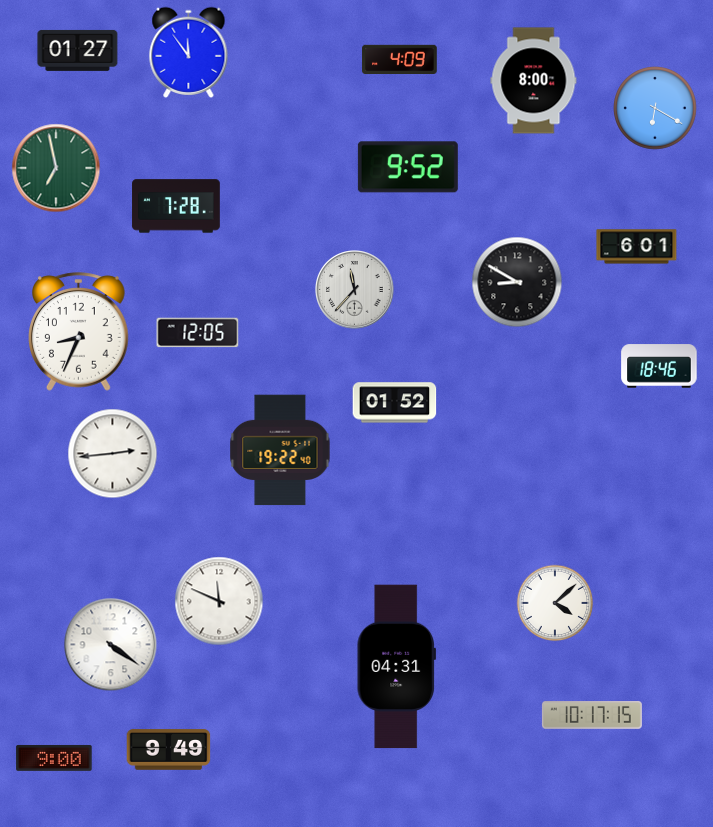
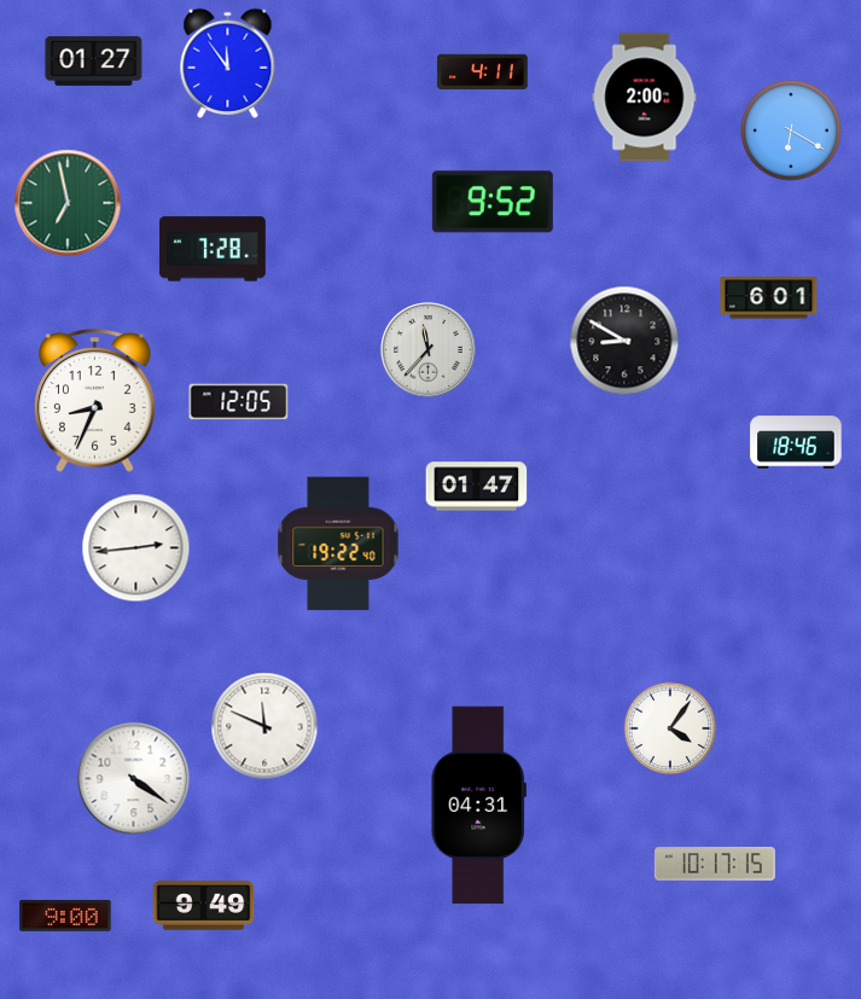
clock at (400, 59): 4:09 -> 4:11
clock at (534, 81): 8:00 -> 2:00
clock at (395, 403): 01:52 -> 01:47
clock at (555, 603): 4:08 -> 4:06
